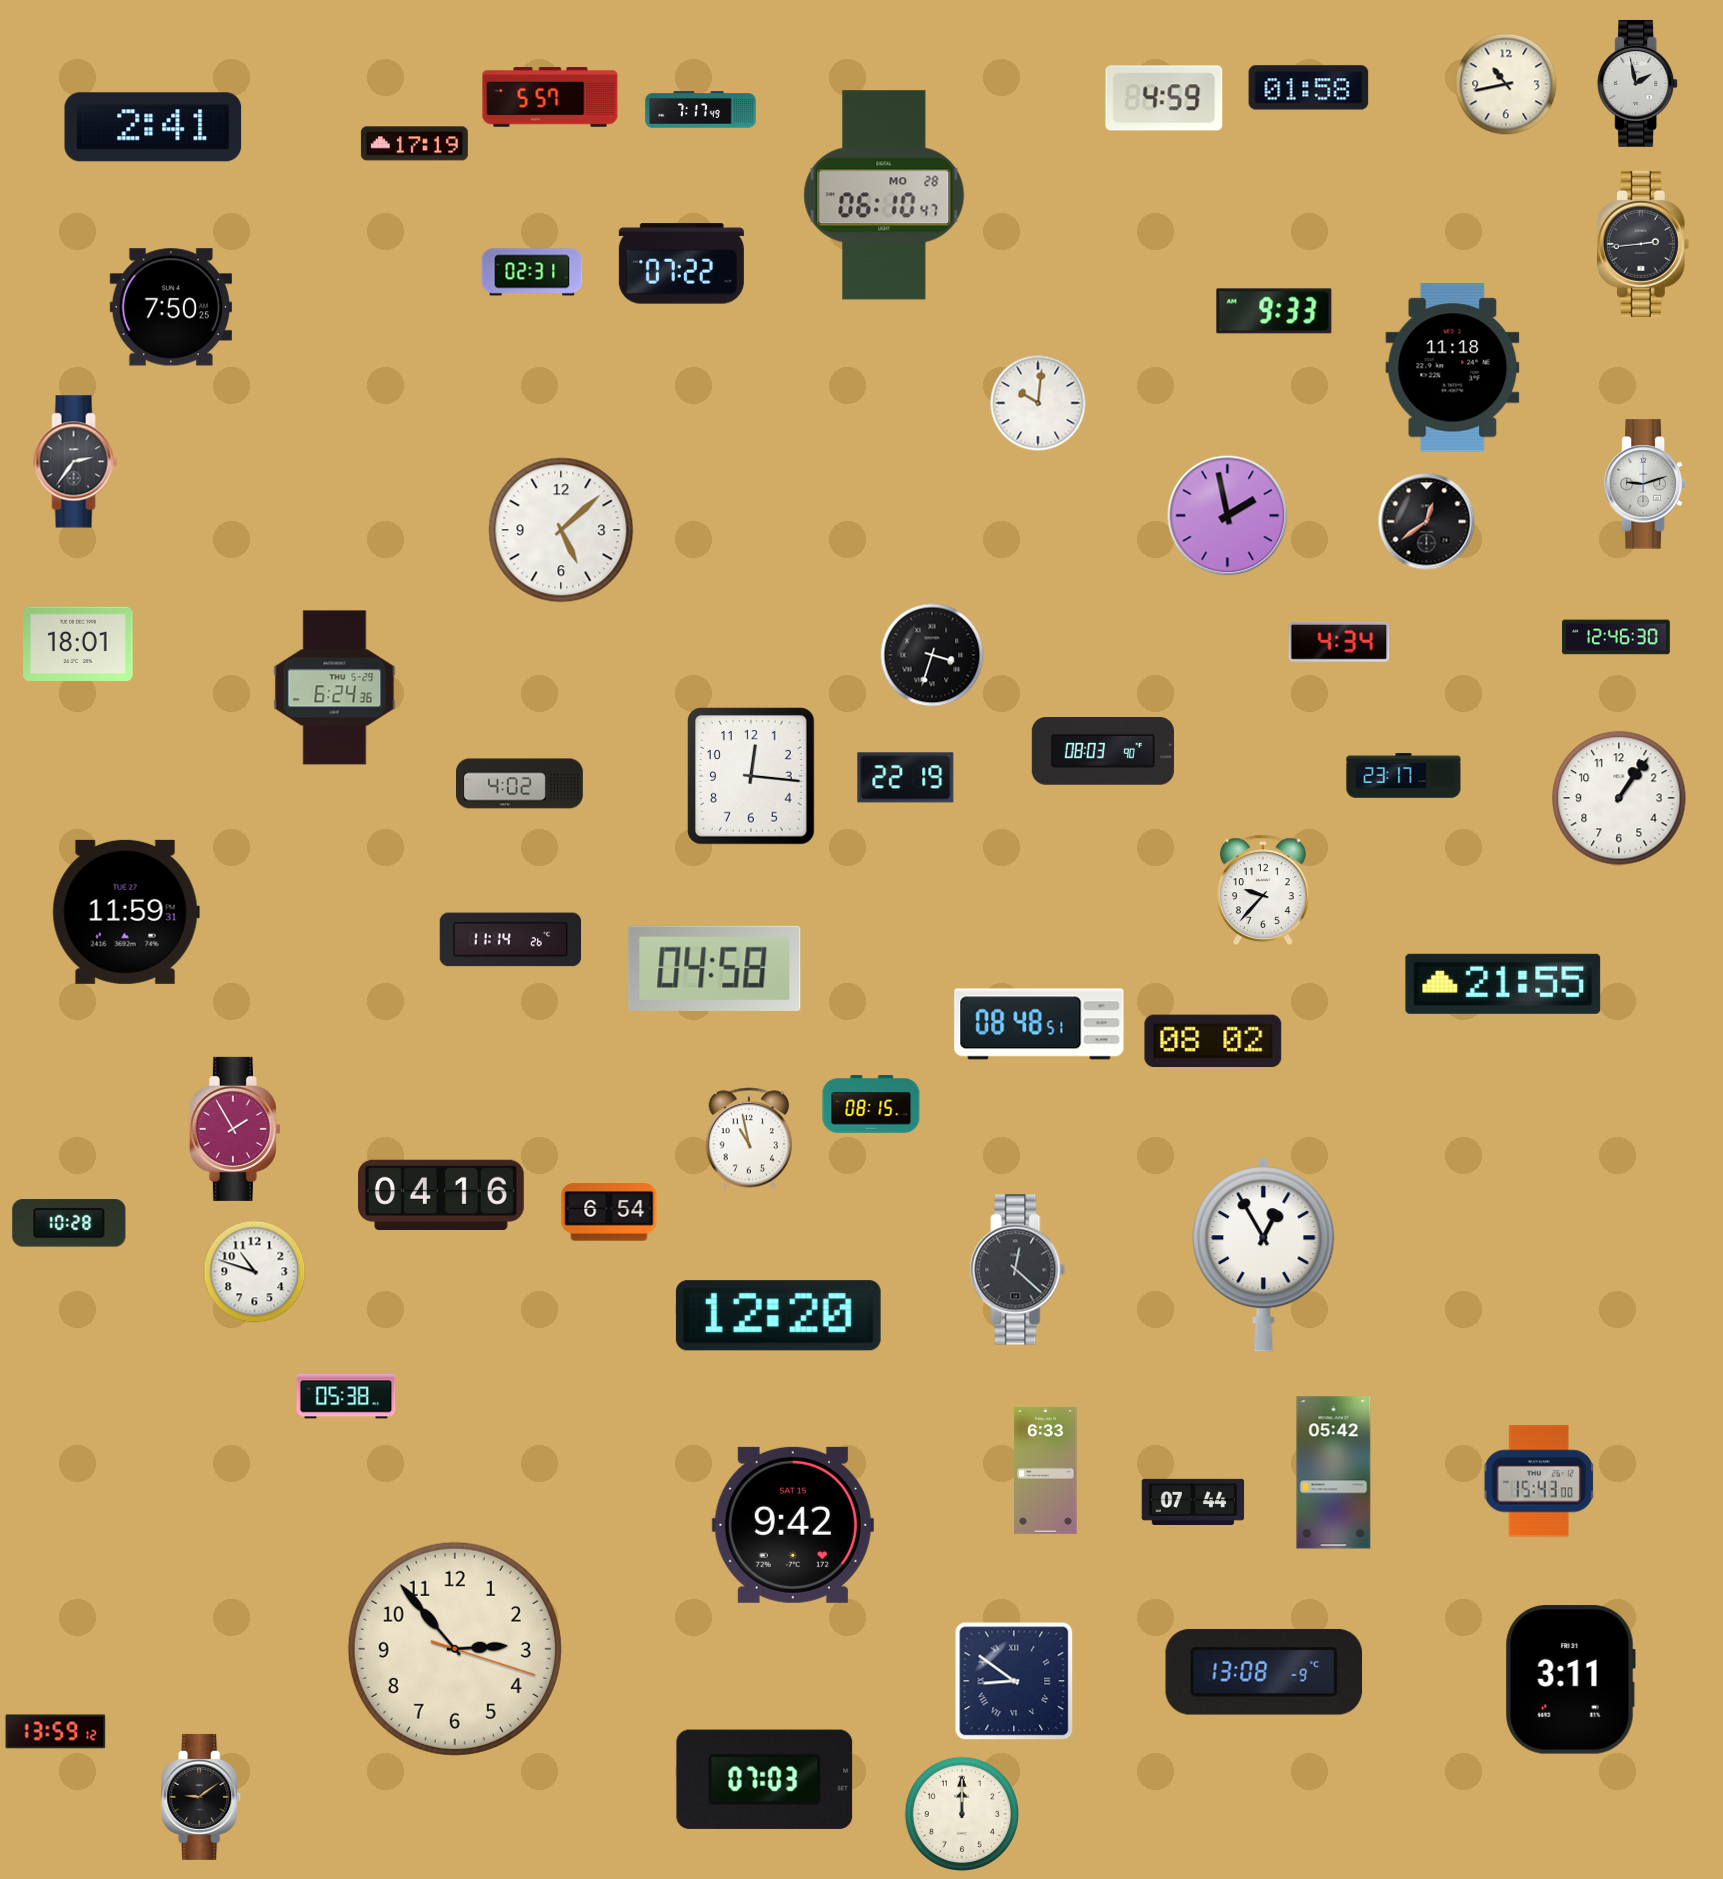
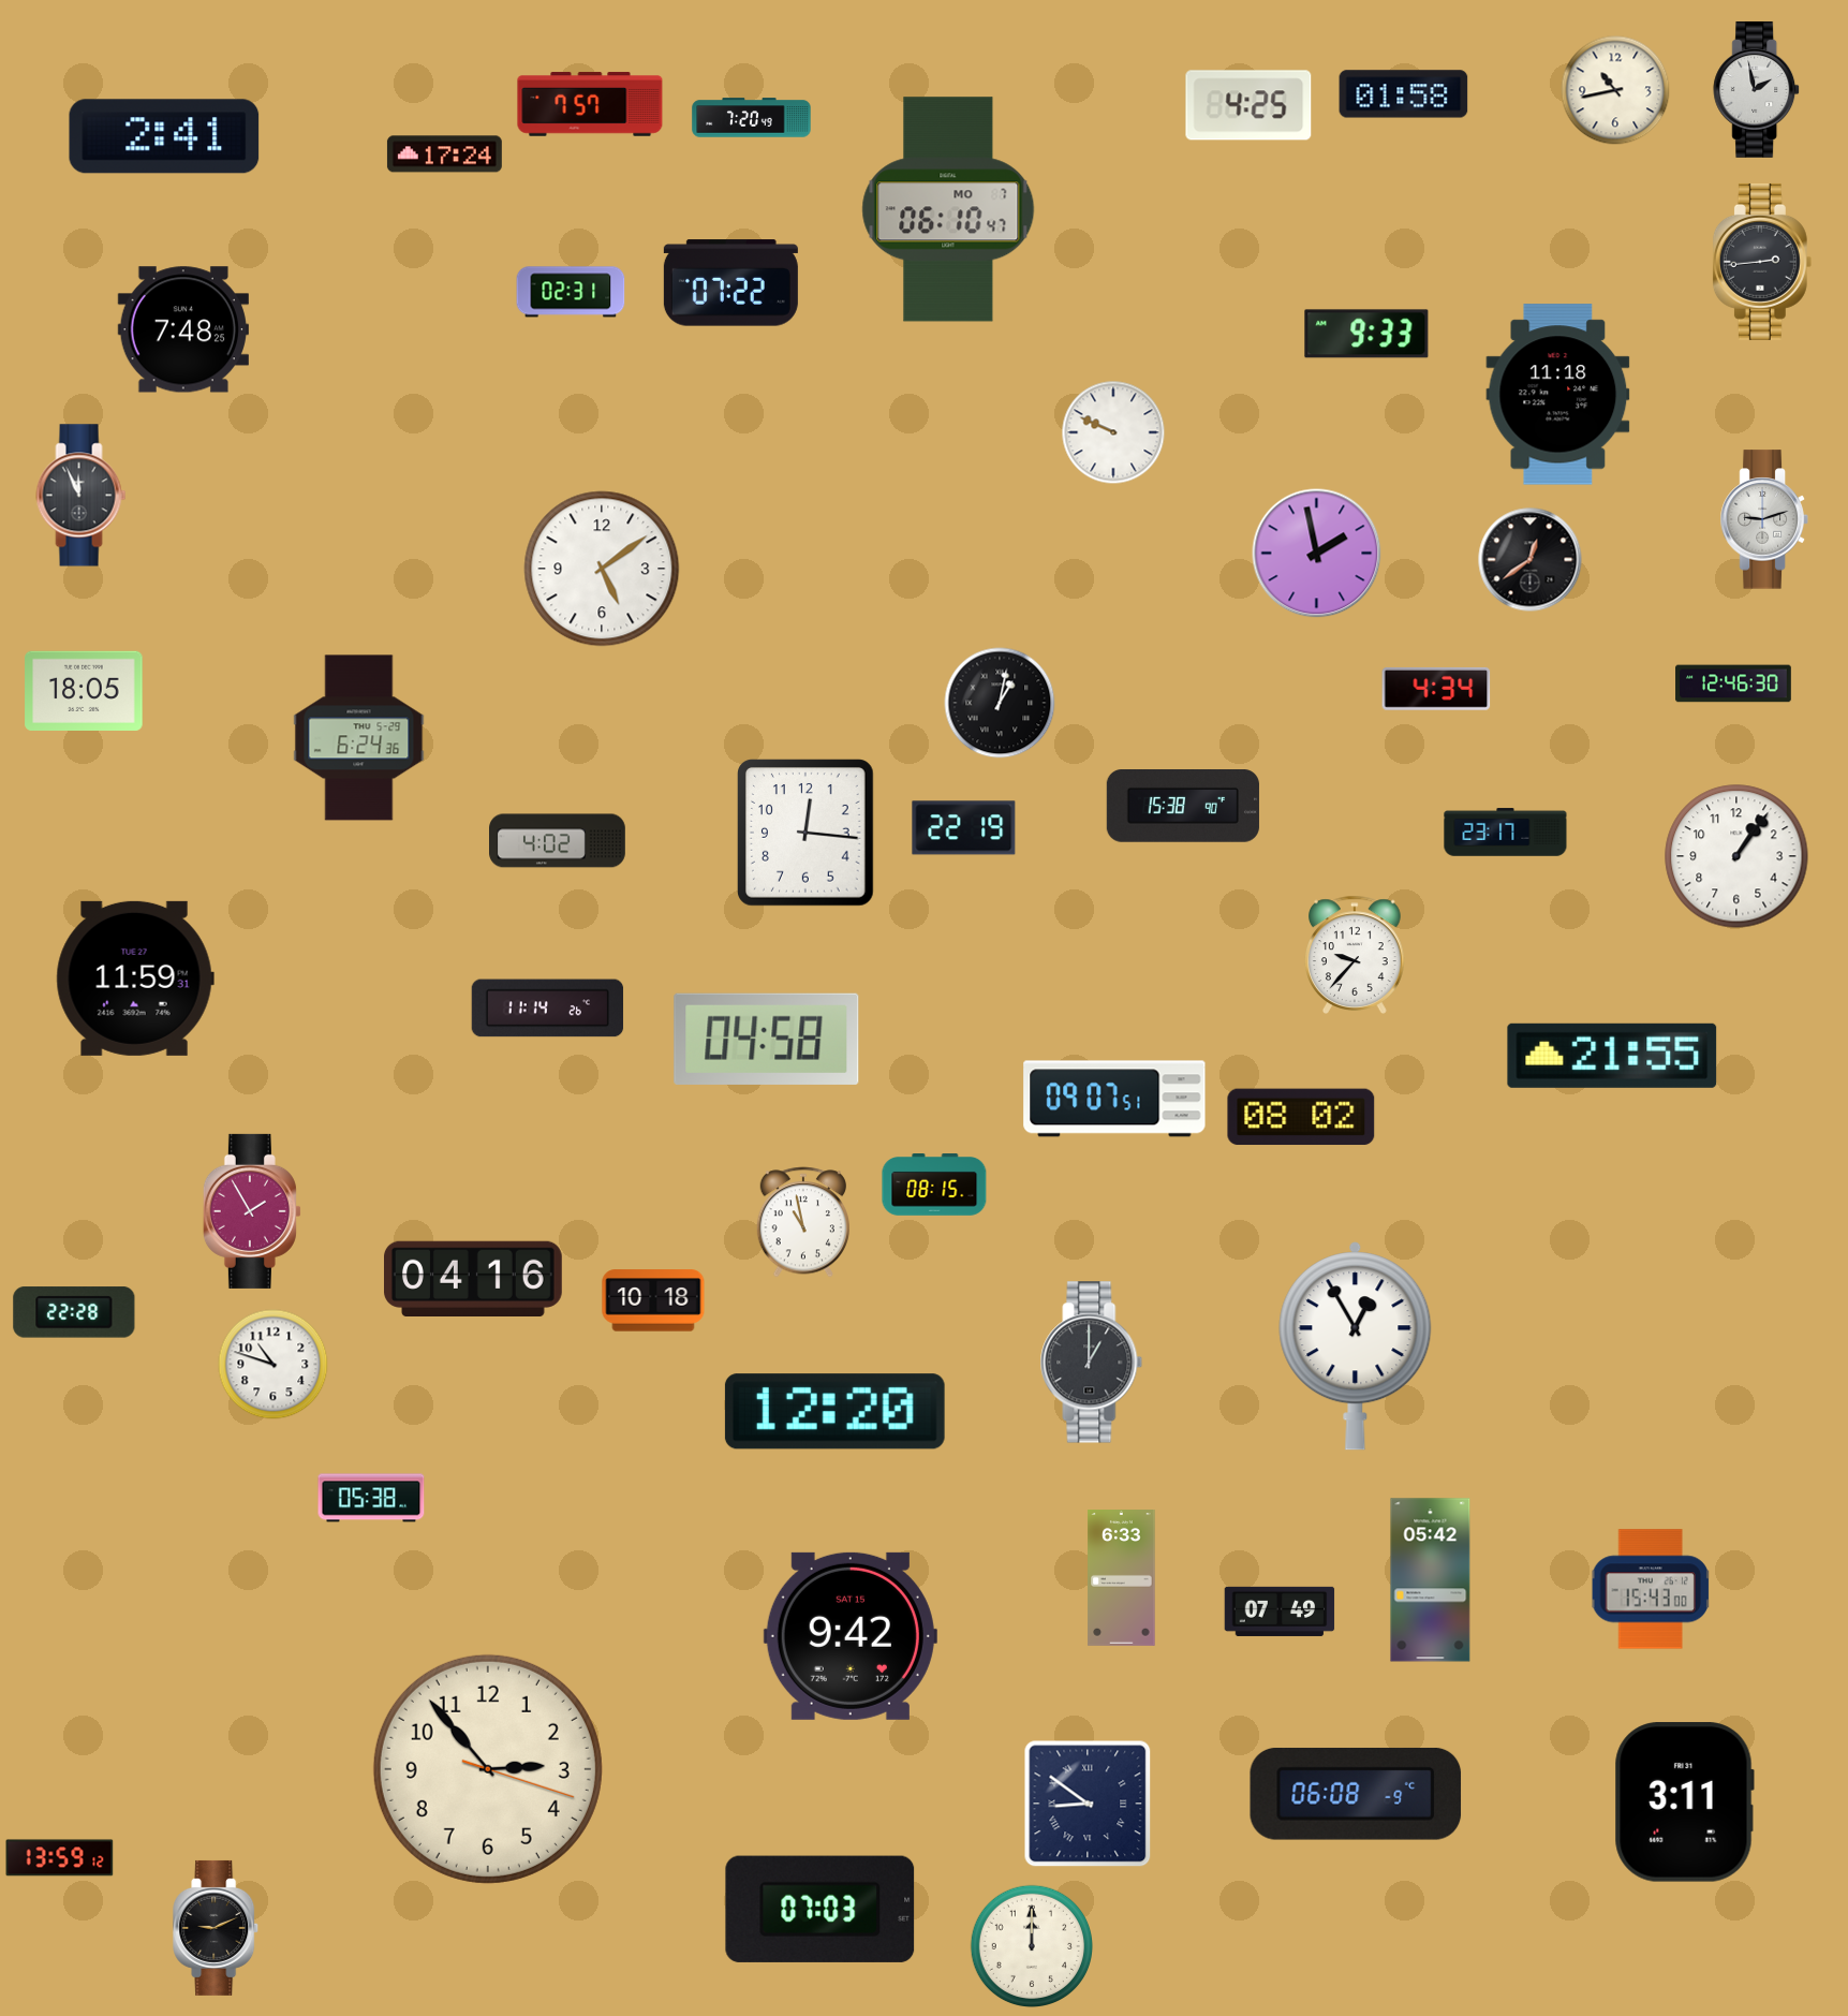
clock at (550, 97): 5:57 -> 7:57
clock at (1164, 98): 4:59 -> 4:25
clock at (701, 110): 7:17 -> 7:20
clock at (414, 144): 17:19 -> 17:24
clock at (884, 195) date: MO 28 -> MO 7
clock at (171, 307): 7:50 -> 7:48
clock at (1038, 403): 10:01 -> 9:49
clock at (76, 462): 2:36 -> 11:56
clock at (561, 530): 5:08 -> 5:09
clock at (78, 643): 18:01 -> 18:05
clock at (932, 655): 3:33 -> 1:02
clock at (1103, 751): 08:03 -> 15:38
clock at (906, 778) position: (906, 778) -> (964, 828)
clock at (1039, 1024): 08:48 -> 09:07
clock at (442, 1194) position: (442, 1194) -> (474, 1278)
clock at (609, 1212): 6:54 -> 10:18
clock at (69, 1223): 10:28 -> 22:28
clock at (1018, 1270): 12:22 -> 1:00
clock at (1193, 1502): 07:44 -> 07:49
clock at (1264, 1672): 13:08 -> 06:08
clock at (202, 1797): 9:09 -> 9:11
